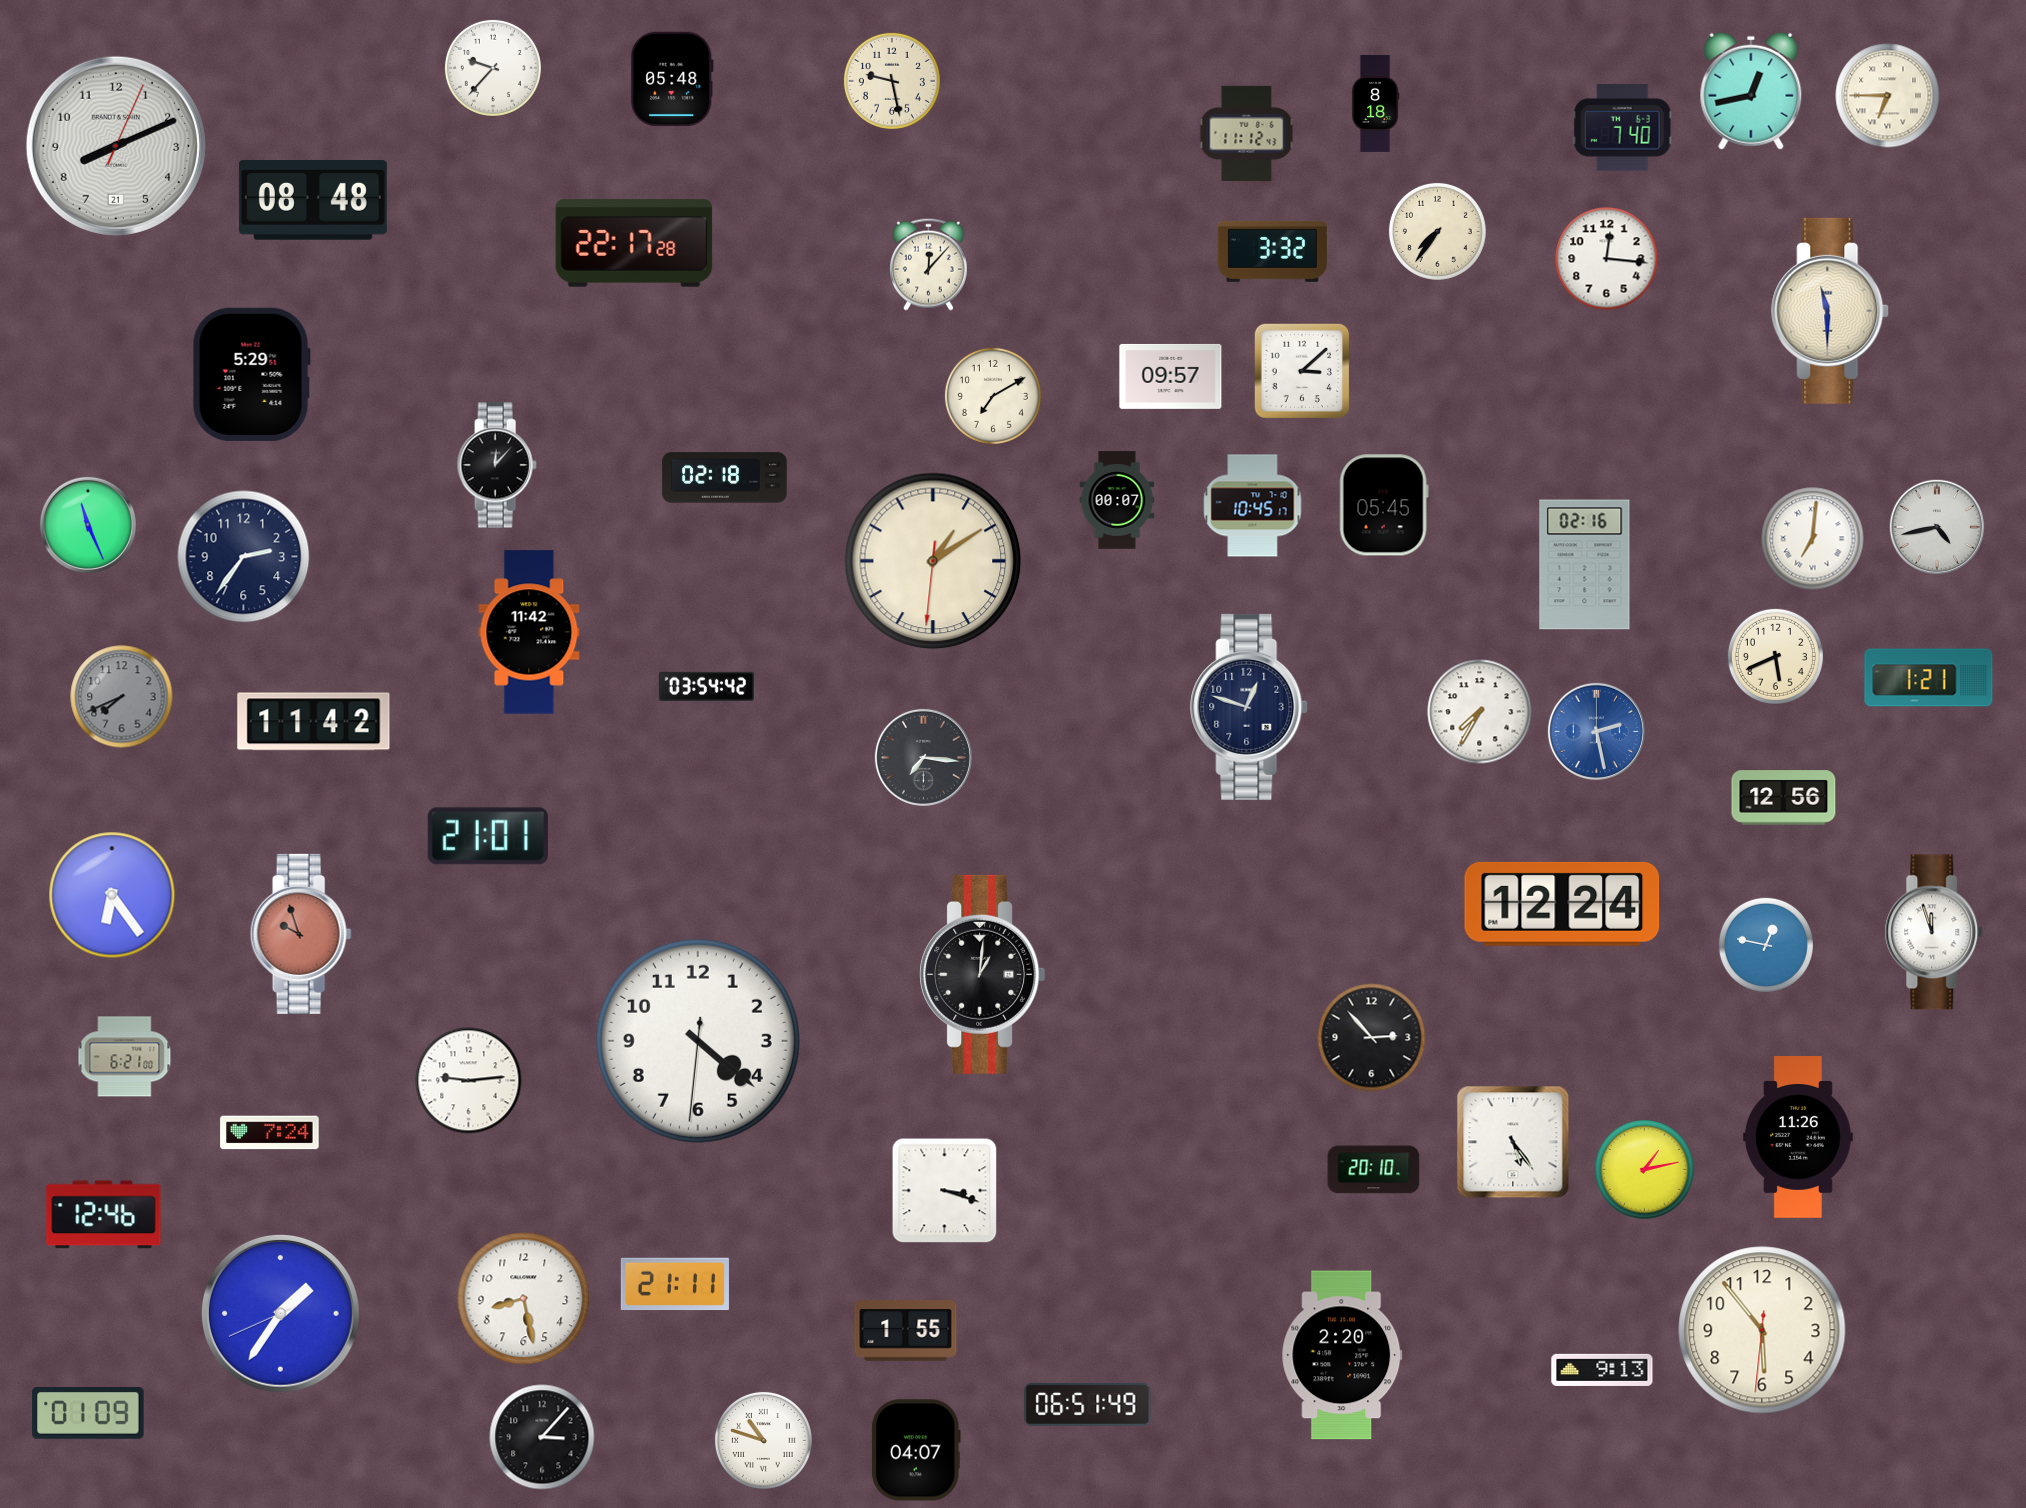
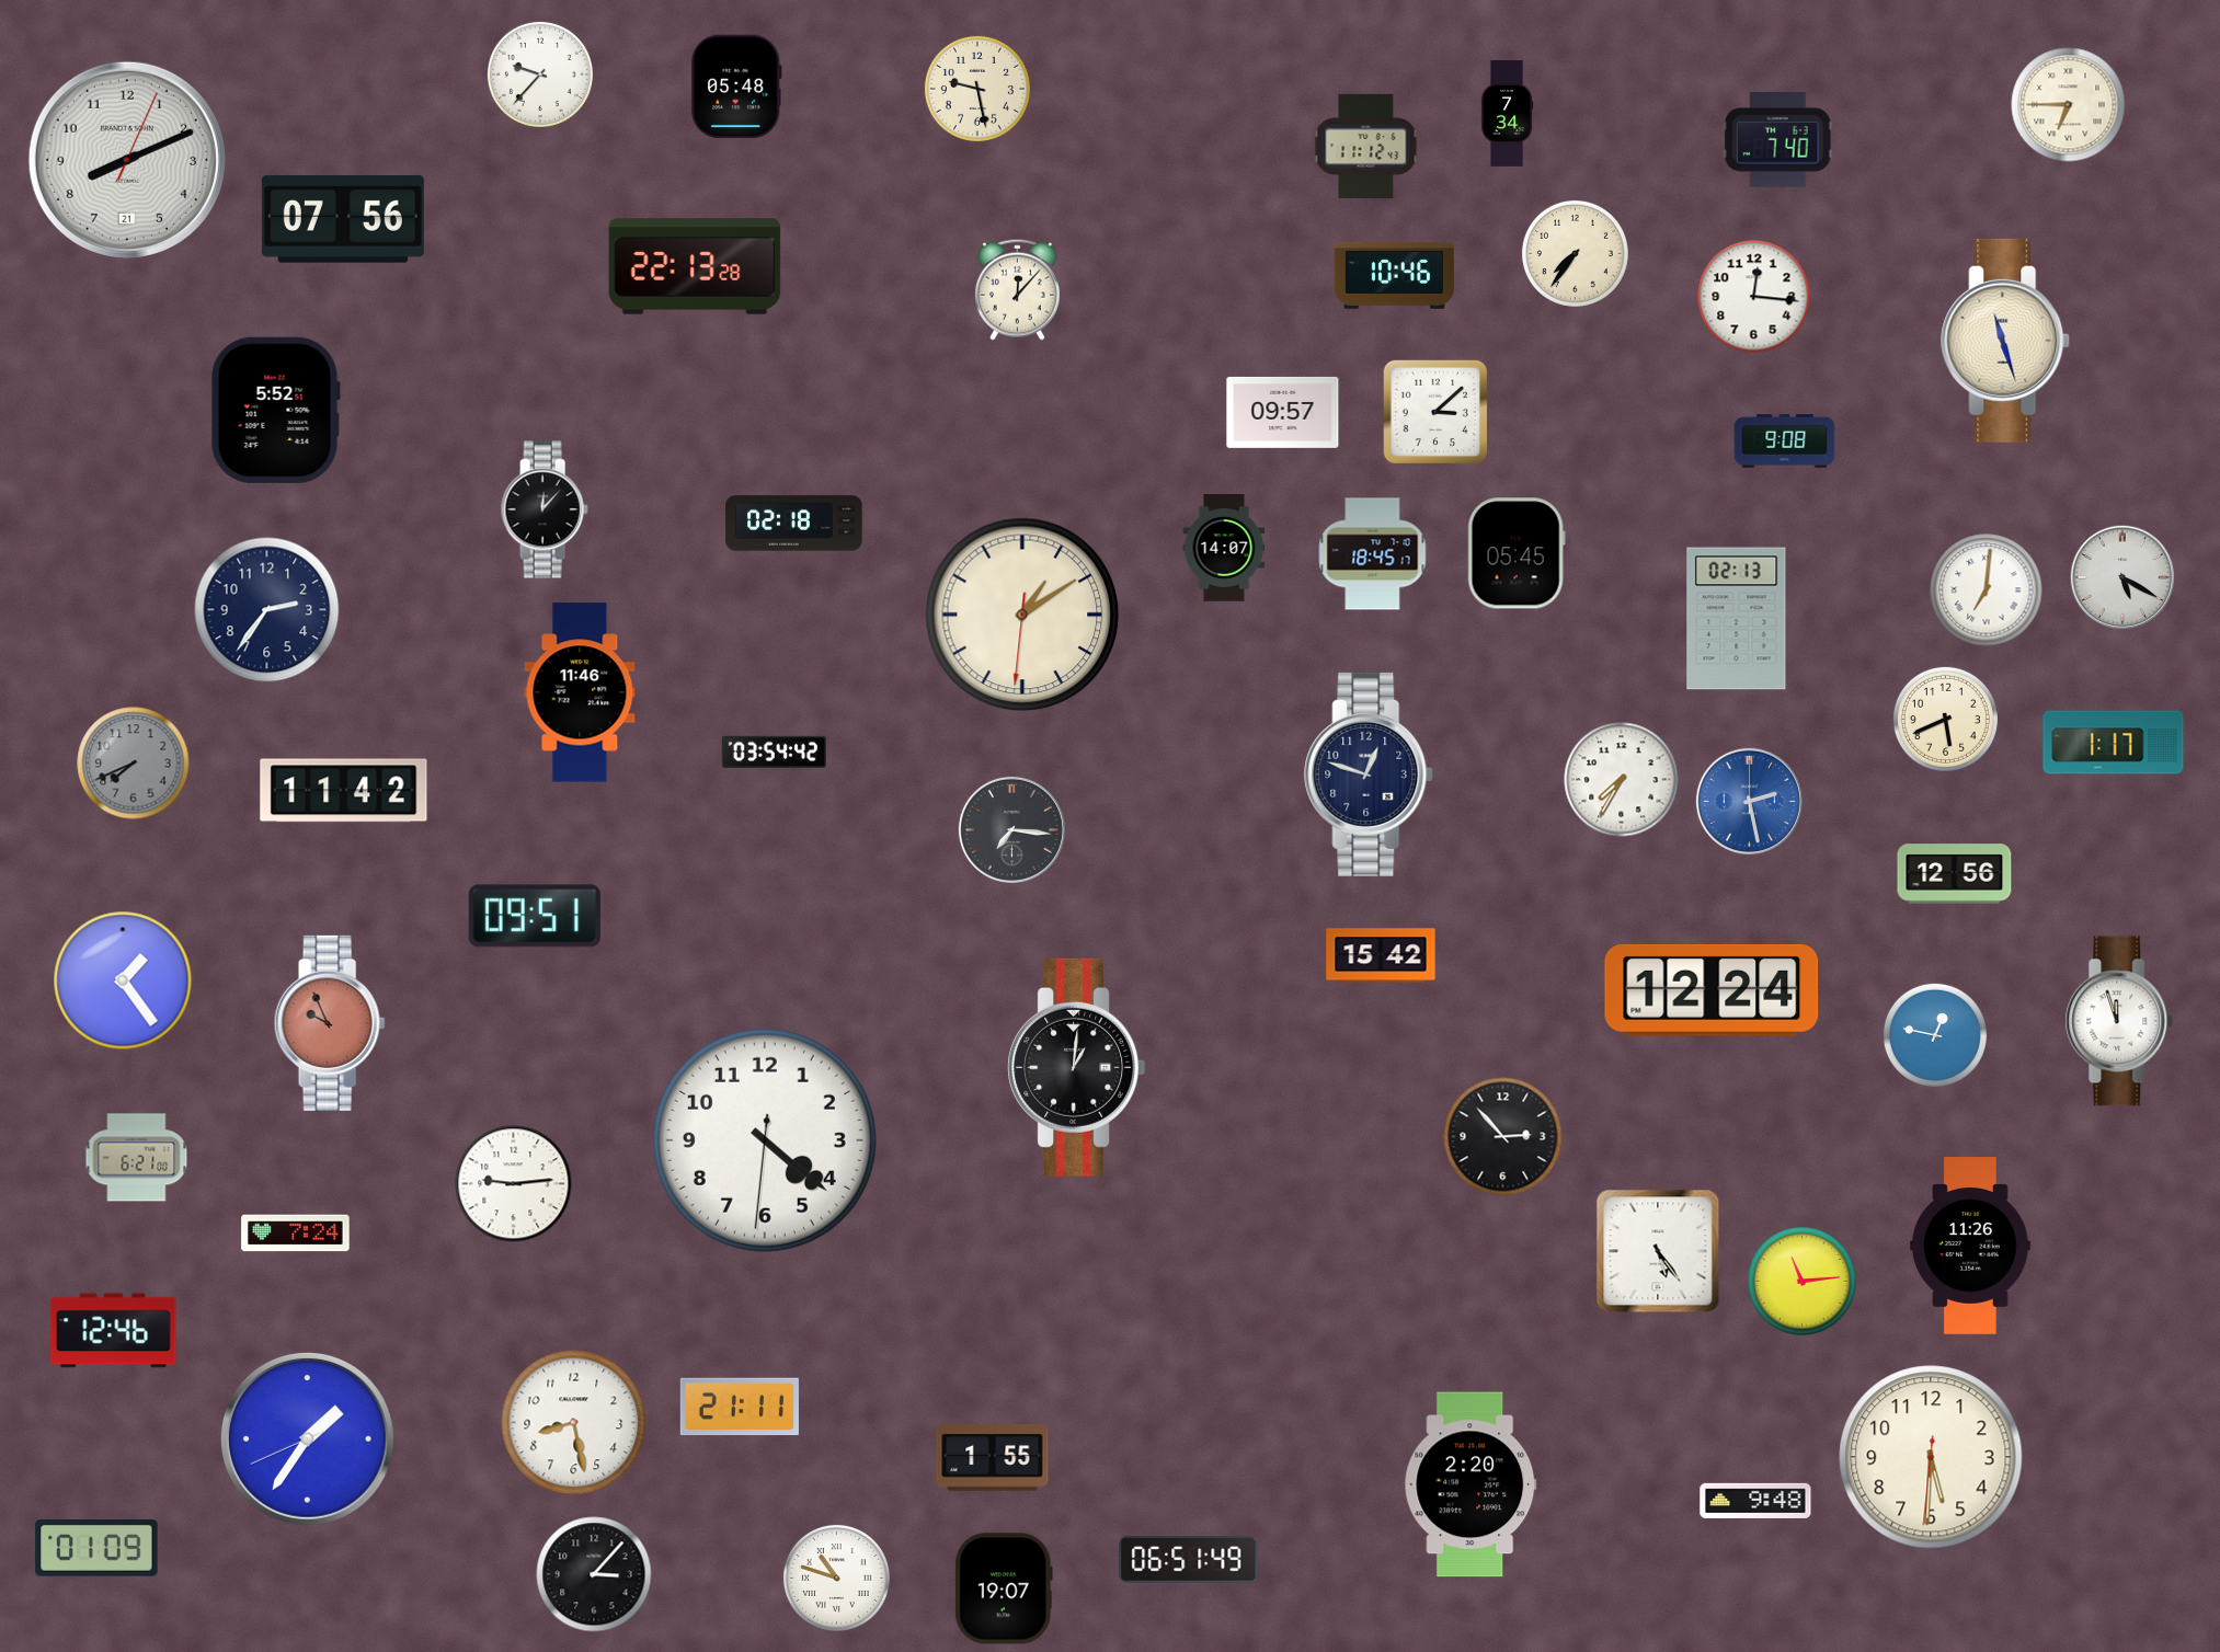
clock at (1751, 91): 12:43 -> none
clock at (1375, 104): 8:18 -> 7:34
clock at (313, 200): 08:48 -> 07:56
clock at (634, 243): 22:17 -> 22:13
clock at (1272, 251): 3:32 -> 10:46
clock at (1607, 259) position: (1607, 259) -> (1754, 297)
clock at (1831, 311): 11:30 -> 11:27
clock at (1302, 371) position: (1302, 371) -> (1435, 412)
clock at (251, 374): 5:29 -> 5:52
clock at (993, 396): 7:10 -> none
clock at (1785, 441): none -> 9:08
clock at (1117, 500): 00:07 -> 14:07
clock at (1253, 506): 10:45 -> 18:45
clock at (88, 525): 11:26 -> none
clock at (1937, 527): 4:43 -> 5:20
clock at (1585, 565): 02:16 -> 02:13
clock at (529, 632): 11:42 -> 11:46
clock at (1929, 678): 1:21 -> 1:17
clock at (488, 836): 21:01 -> 09:51
clock at (1381, 955): none -> 15:42
clock at (112, 895): 6:24 -> 1:24
clock at (301, 934): 9:57 -> 9:56
clock at (270, 1133) position: (270, 1133) -> (296, 1234)
clock at (1374, 1170): 20:10 -> none
clock at (1645, 1170): 1:13 -> 11:14
clock at (945, 1191): 3:18 -> none
clock at (1762, 1330): 5:53 -> 5:30
clock at (1602, 1370): 9:13 -> 9:48
clock at (1088, 1405) position: (1088, 1405) -> (1189, 1560)
clock at (916, 1450): 04:07 -> 19:07
